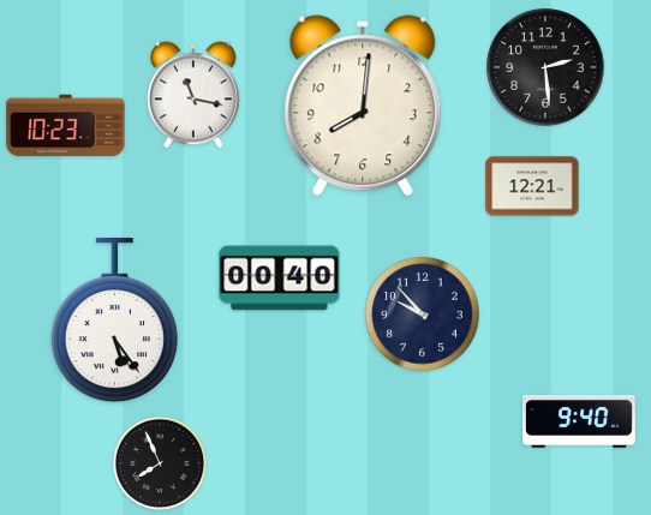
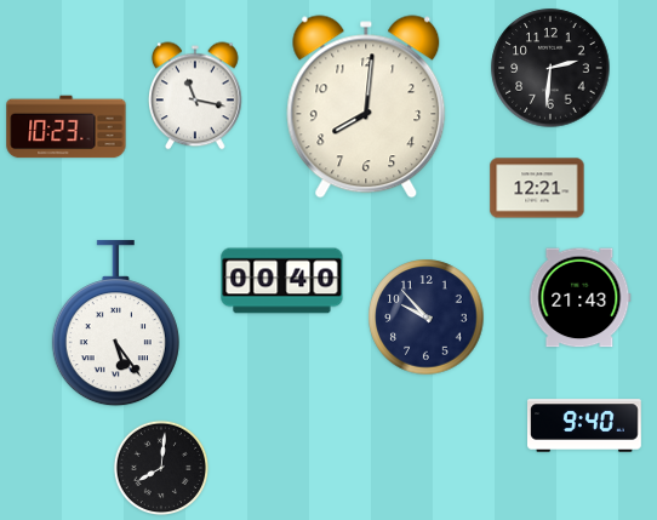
clock at (545, 67): 2:29 -> 2:31
clock at (581, 298): none -> 21:43
clock at (160, 463): 7:56 -> 8:01
